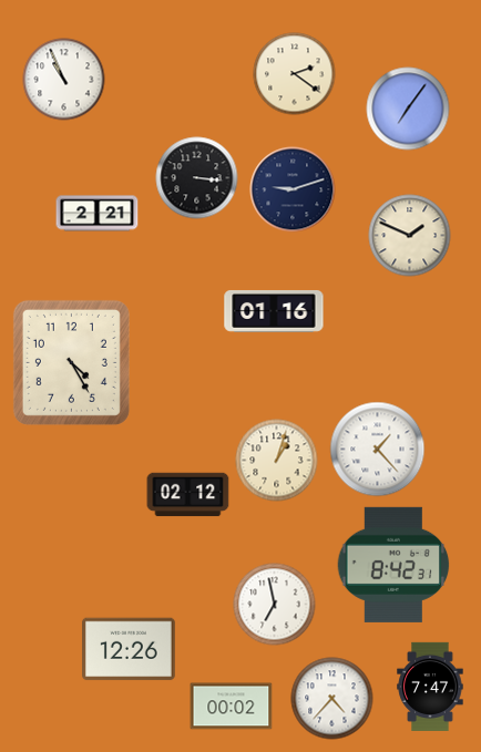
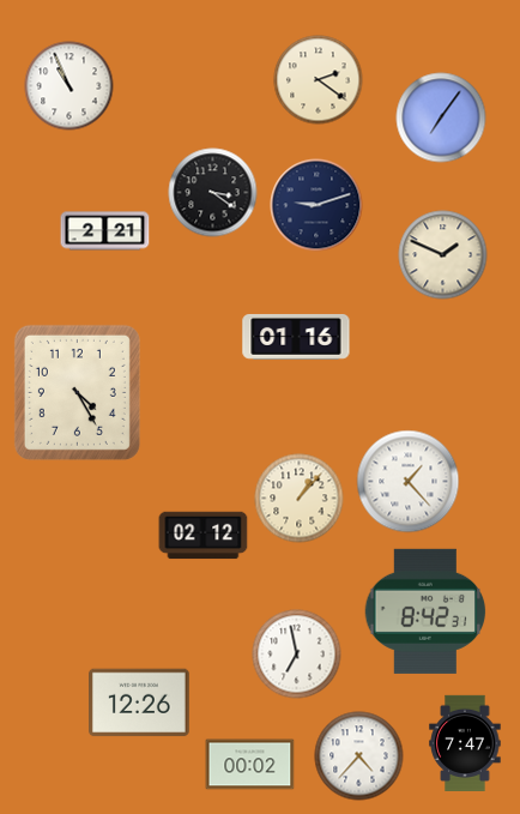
clock at (197, 178): 3:16 -> 3:21
clock at (378, 450) position: (378, 450) -> (409, 482)
clock at (277, 461): 1:03 -> 1:07
